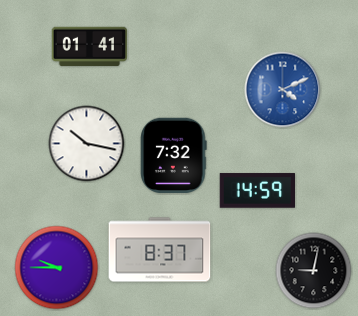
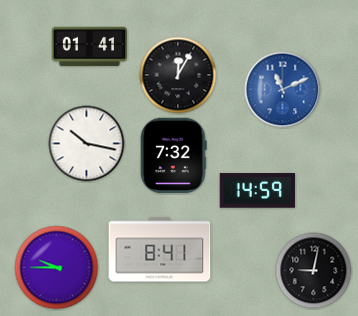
clock at (178, 75): none -> 12:05
clock at (283, 90): 4:11 -> 11:11
clock at (160, 250): 8:37 -> 8:41
